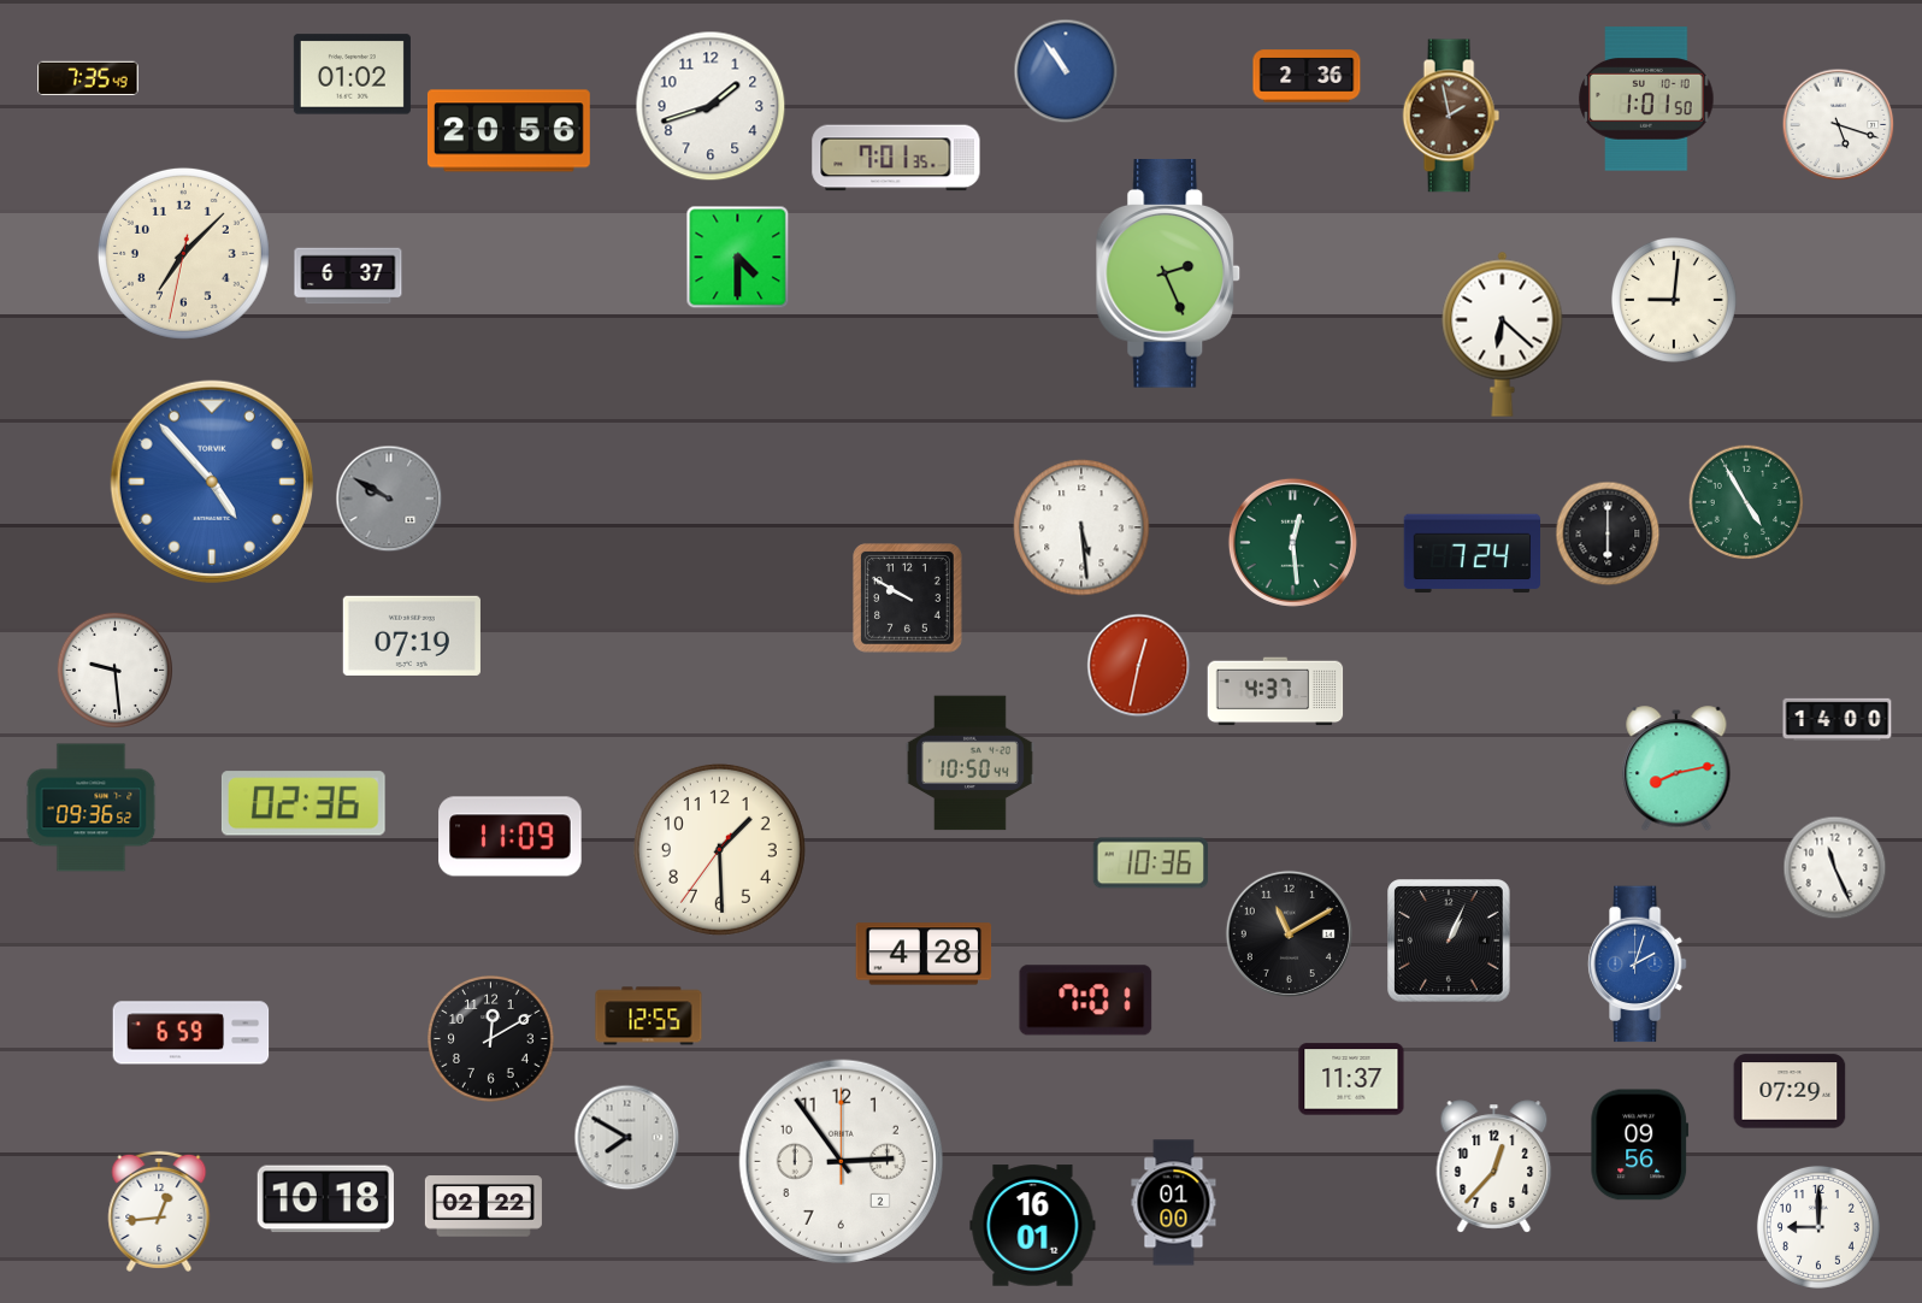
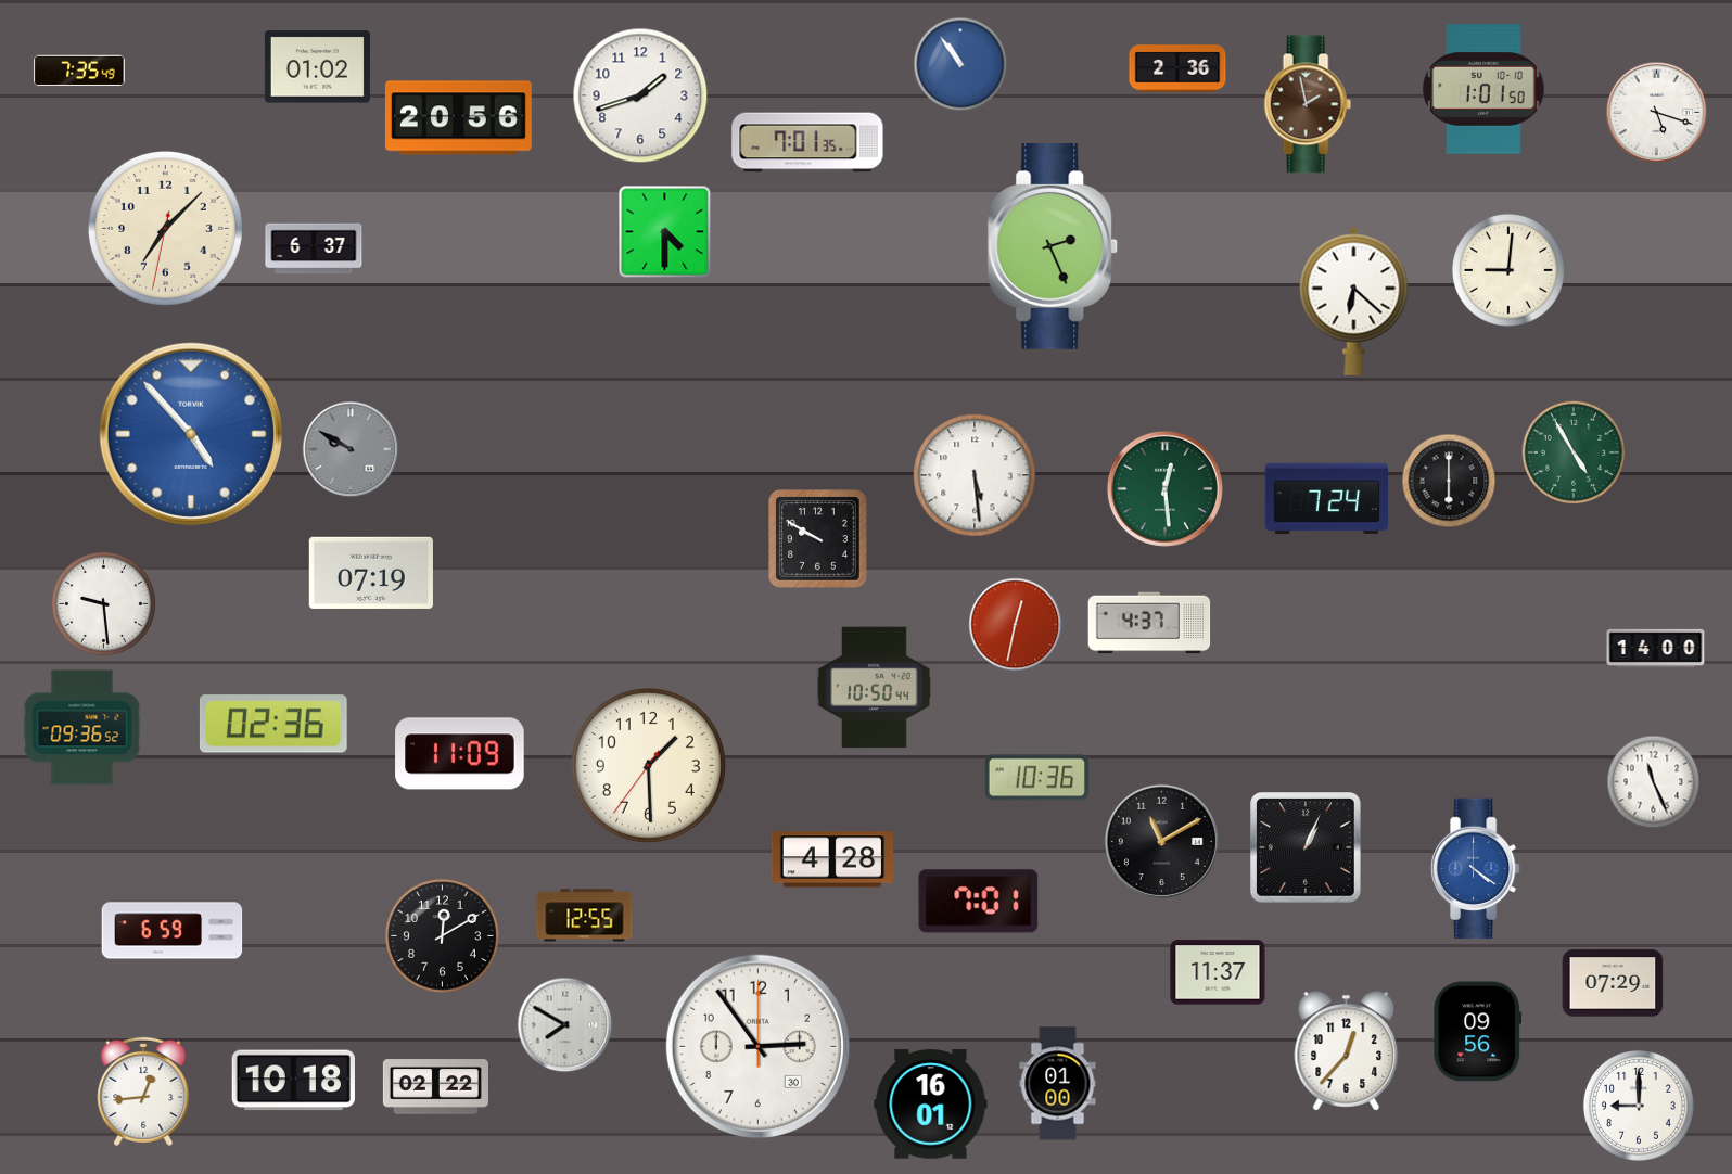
clock at (1139, 666) position: (1139, 666) -> (1016, 625)
clock at (1676, 770): 8:13 -> none
clock at (1637, 965): 2:03 -> 4:21
clock at (841, 1161) date: 2 -> 30
